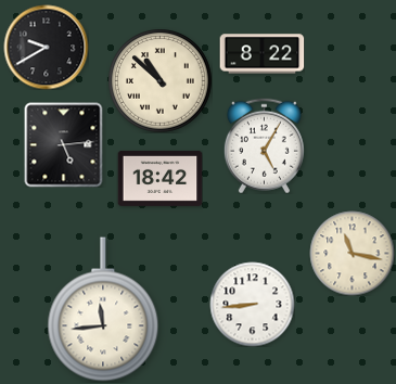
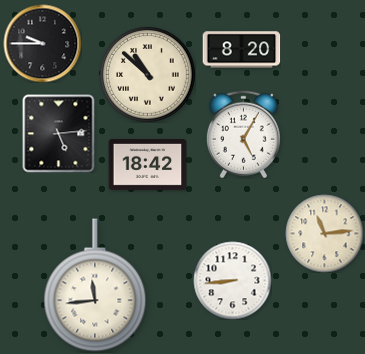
clock at (46, 47): 9:40 -> 9:45
clock at (261, 54): 8:22 -> 8:20
clock at (352, 253): 11:17 -> 11:14
